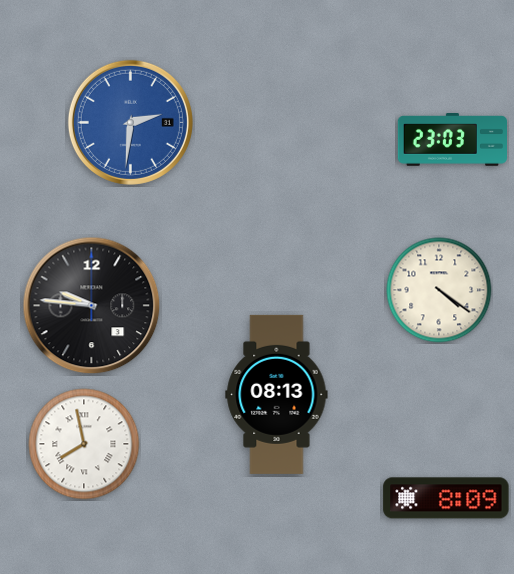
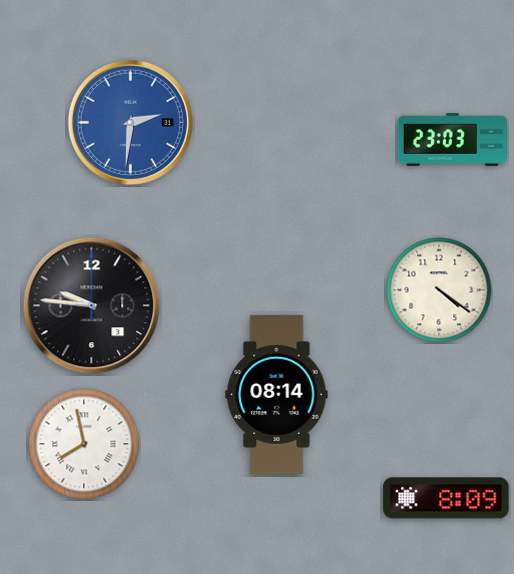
clock at (277, 394): 08:13 -> 08:14
